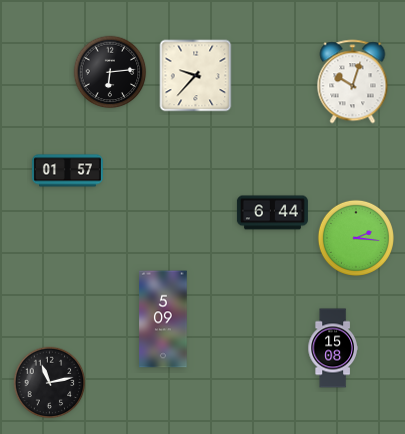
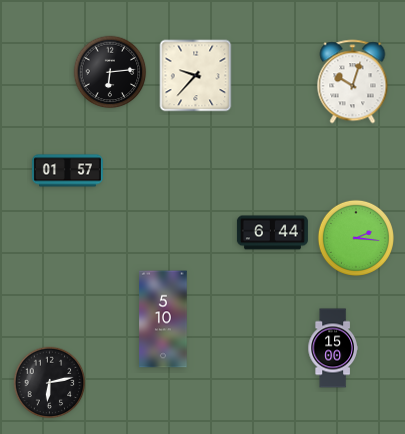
clock at (272, 213) position: (272, 213) -> (272, 233)
clock at (163, 319): 5:09 -> 5:10
clock at (333, 348): 15:08 -> 15:00
clock at (50, 383): 11:13 -> 6:13
